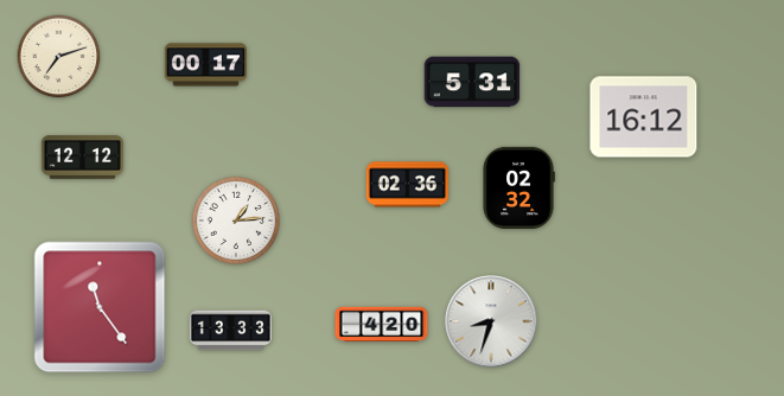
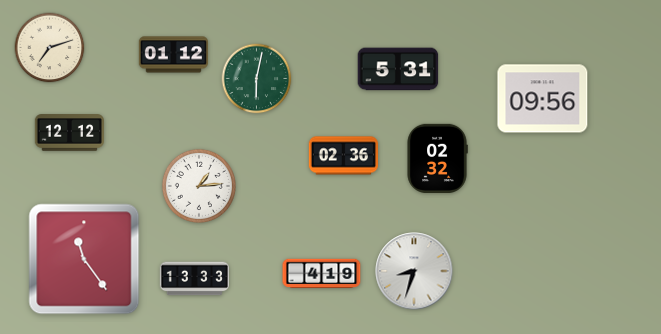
clock at (205, 65): 00:17 -> 01:12
clock at (257, 79): none -> 6:02
clock at (644, 117): 16:12 -> 09:56
clock at (382, 325): 4:20 -> 4:19
